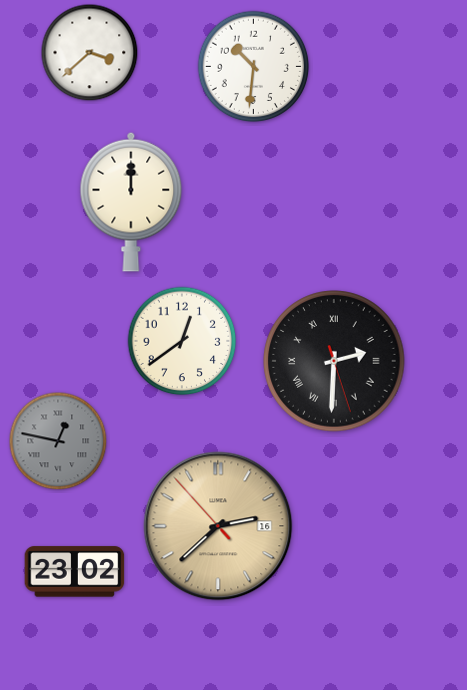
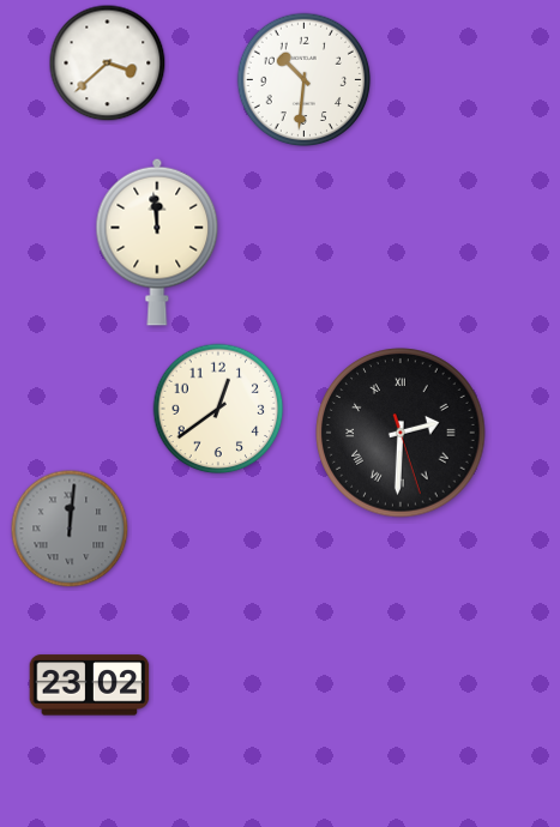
clock at (131, 202): 12:00 -> 11:59
clock at (58, 441): 12:47 -> 12:01
clock at (218, 526): 2:37 -> none
